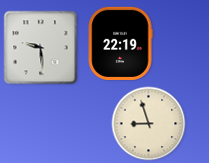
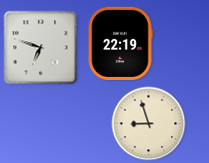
clock at (41, 48): 9:29 -> 6:48
